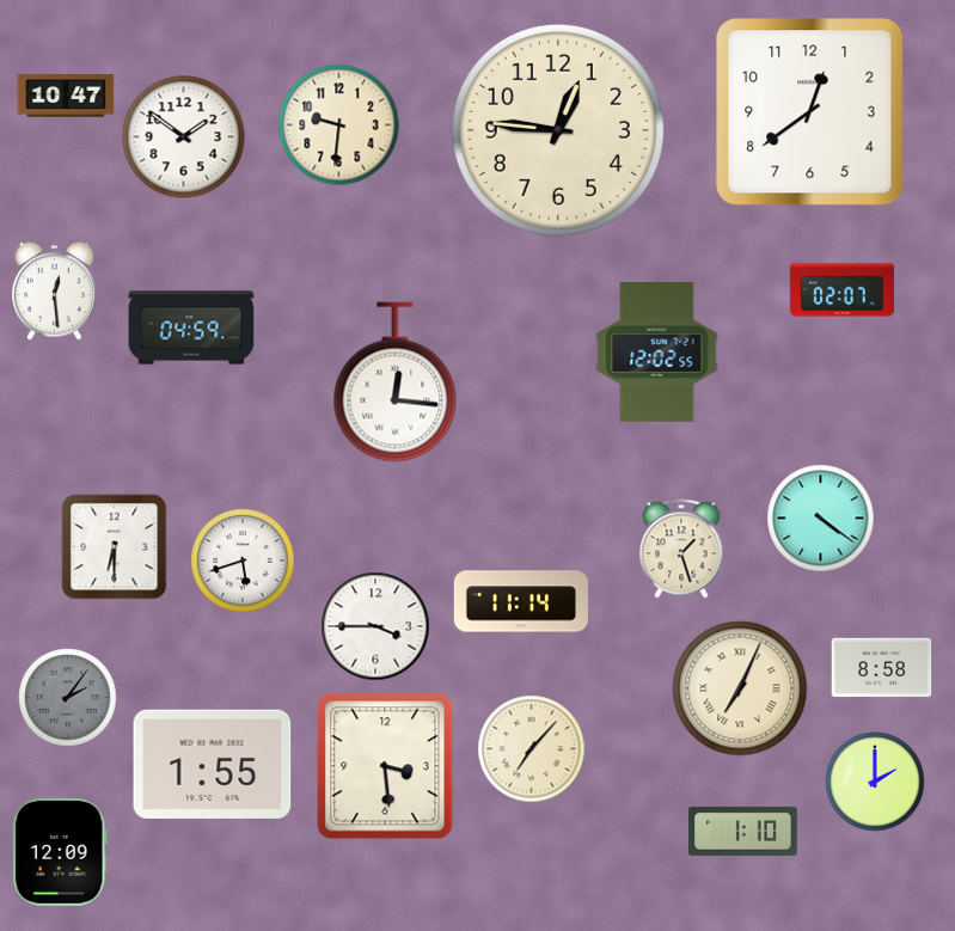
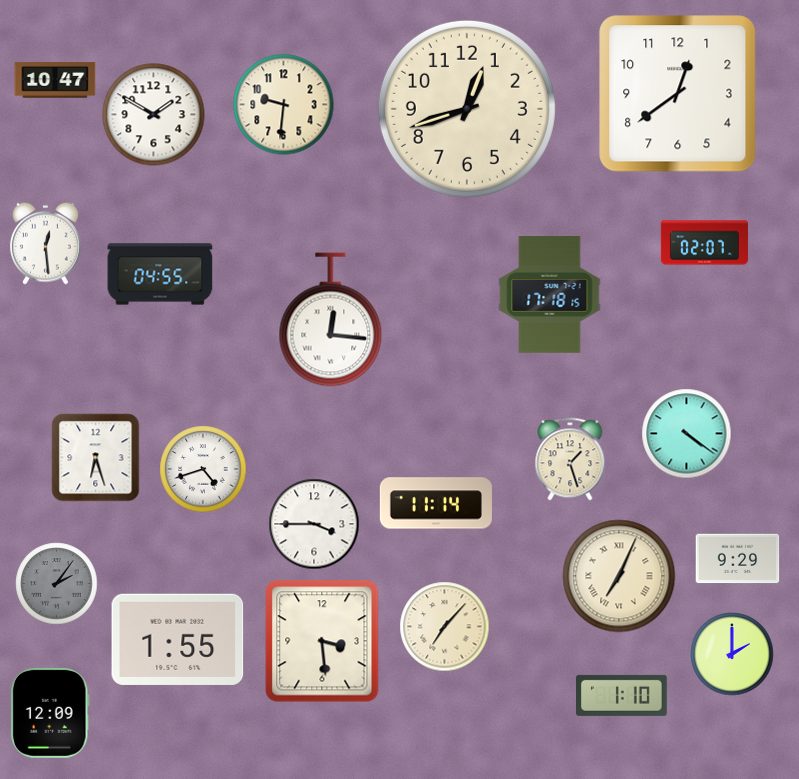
clock at (558, 130): 12:46 -> 12:42
clock at (184, 137): 1:51 -> 1:50
clock at (191, 327): 04:59 -> 04:55
clock at (657, 353): 12:02 -> 17:18
clock at (115, 547): 6:30 -> 6:27
clock at (243, 561): 5:42 -> 4:42
clock at (882, 668): 8:58 -> 9:29
